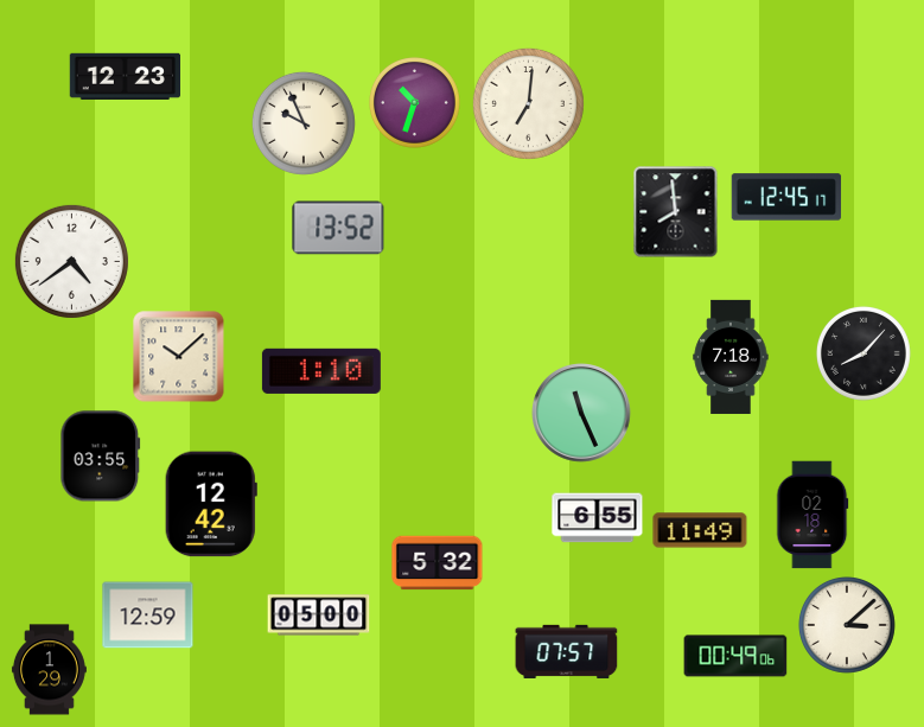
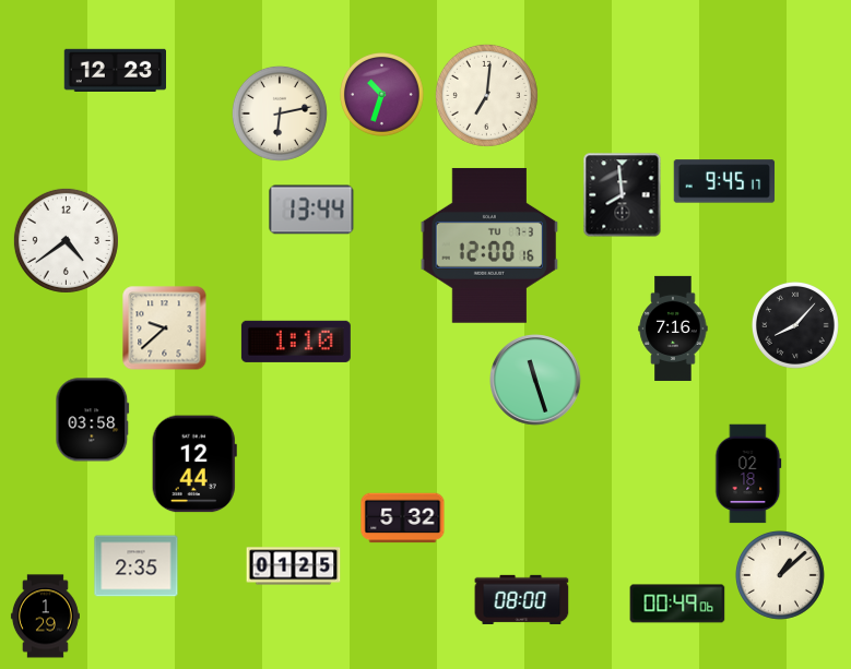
clock at (304, 123): 9:56 -> 6:13
clock at (786, 197): 12:45 -> 9:45
clock at (338, 228): 13:52 -> 13:44
clock at (489, 246): none -> 12:00
clock at (179, 357): 10:08 -> 9:38
clock at (731, 357): 7:18 -> 7:16
clock at (582, 414): 11:26 -> 11:27
clock at (101, 457): 03:55 -> 03:58
clock at (211, 504): 12:42 -> 12:44
clock at (598, 518): 6:55 -> none
clock at (700, 530): 11:49 -> none
clock at (148, 616): 12:59 -> 2:35
clock at (319, 616): 05:00 -> 01:25
clock at (847, 625): 3:08 -> 1:08
clock at (567, 651): 07:57 -> 08:00
